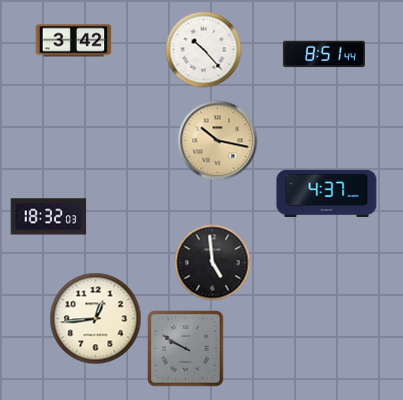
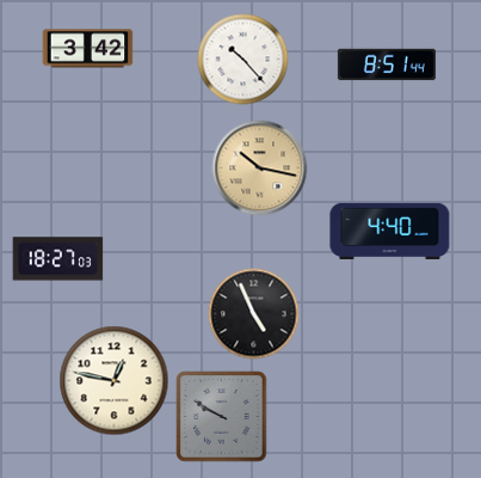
clock at (327, 193): 4:37 -> 4:40
clock at (49, 217): 18:32 -> 18:27
clock at (213, 263): 4:59 -> 4:56
clock at (96, 319): 12:44 -> 12:47
